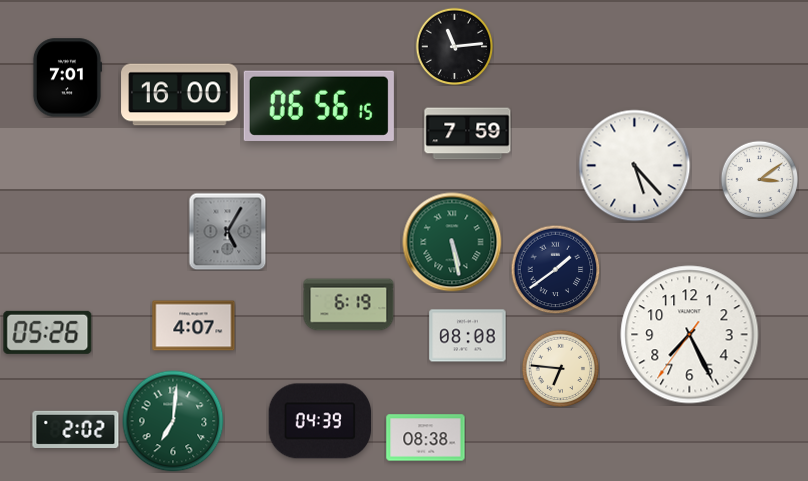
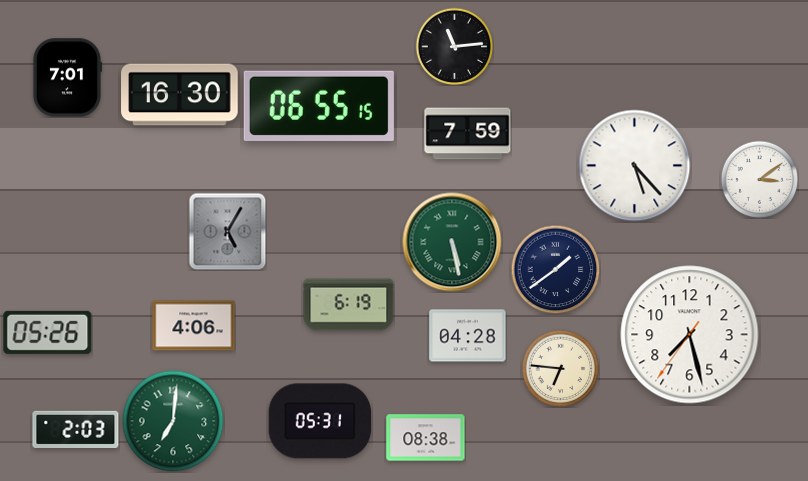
clock at (180, 95): 16:00 -> 16:30
clock at (319, 106): 06:56 -> 06:55
clock at (194, 326): 4:07 -> 4:06
clock at (690, 335): 7:25 -> 7:27
clock at (468, 336): 08:08 -> 04:28
clock at (320, 421): 04:39 -> 05:31
clock at (76, 429): 2:02 -> 2:03
